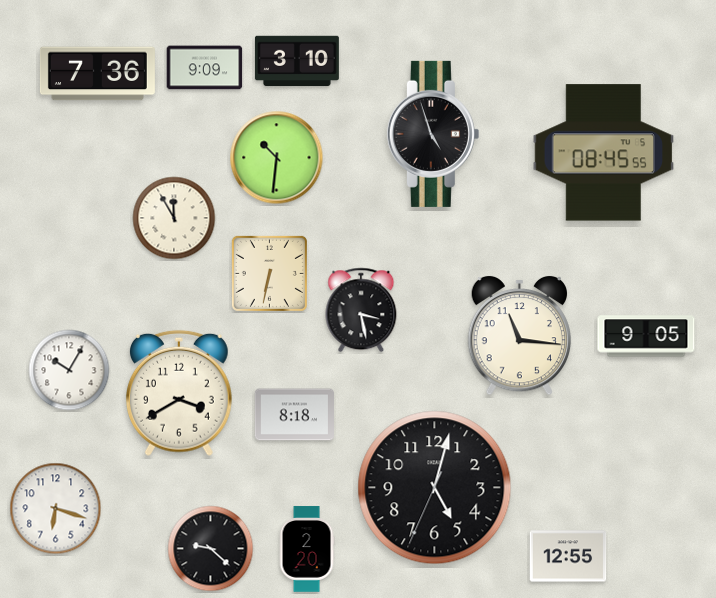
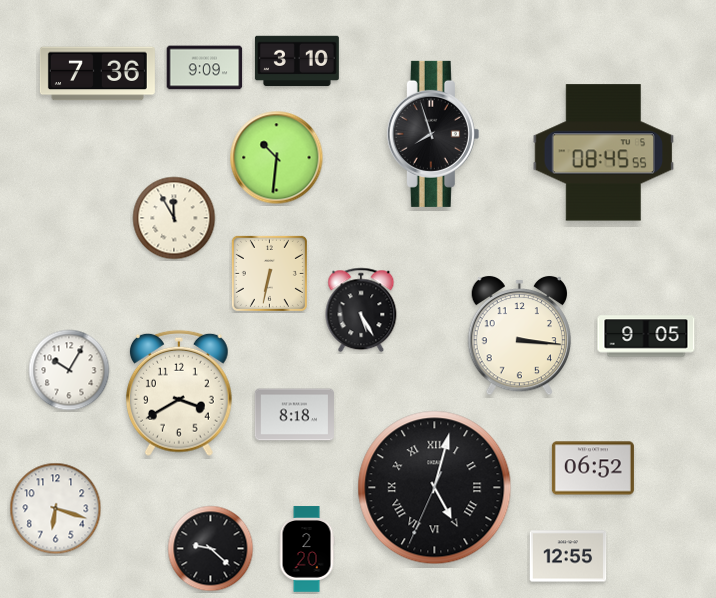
clock at (433, 134): 4:57 -> 7:57
clock at (361, 310): 3:28 -> 5:25
clock at (519, 336): 11:16 -> 3:16
clock at (593, 468): none -> 06:52
clock at (435, 488) numerals: Arabic -> Roman
